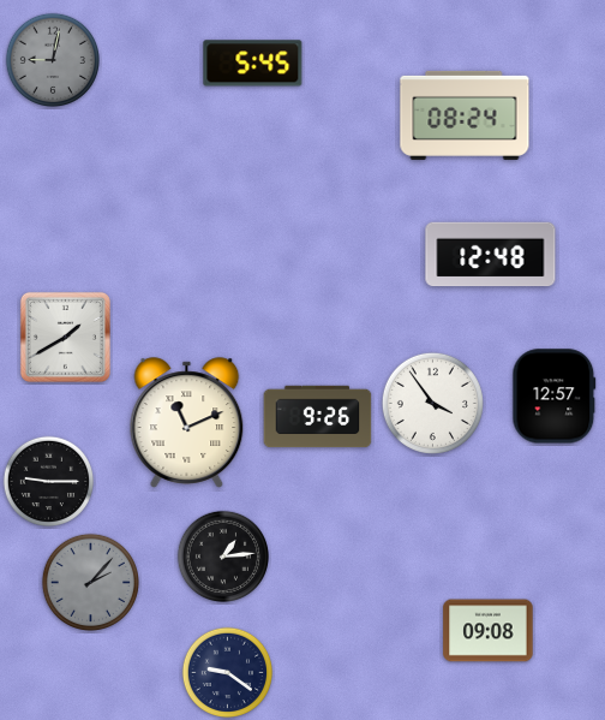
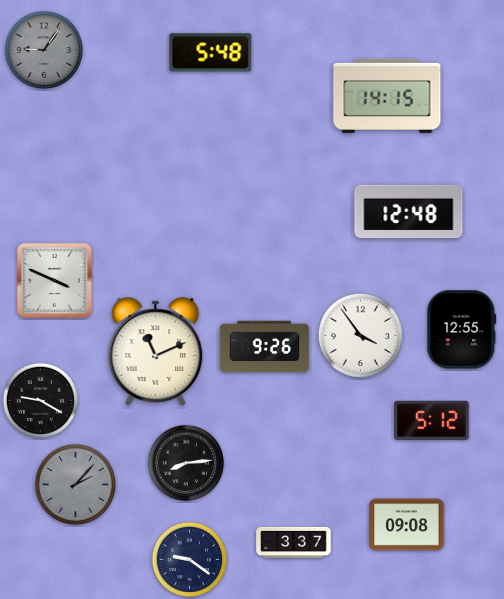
clock at (52, 59): 9:02 -> 9:06
clock at (253, 64): 5:45 -> 5:48
clock at (465, 115): 08:24 -> 14:15
clock at (65, 337): 1:40 -> 3:49
clock at (555, 397): 12:57 -> 12:55
clock at (49, 482): 9:15 -> 9:20
clock at (432, 420): none -> 5:12
clock at (222, 555): 1:14 -> 8:14
clock at (294, 542): none -> 3:37
